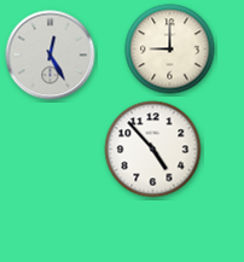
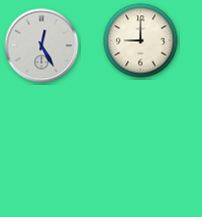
clock at (153, 150): 4:53 -> none
